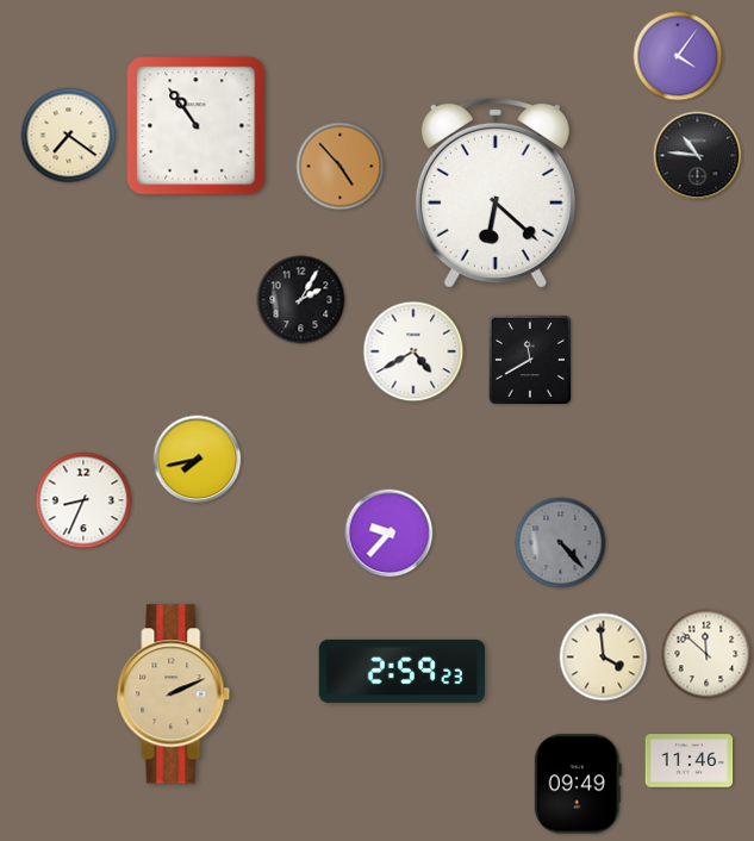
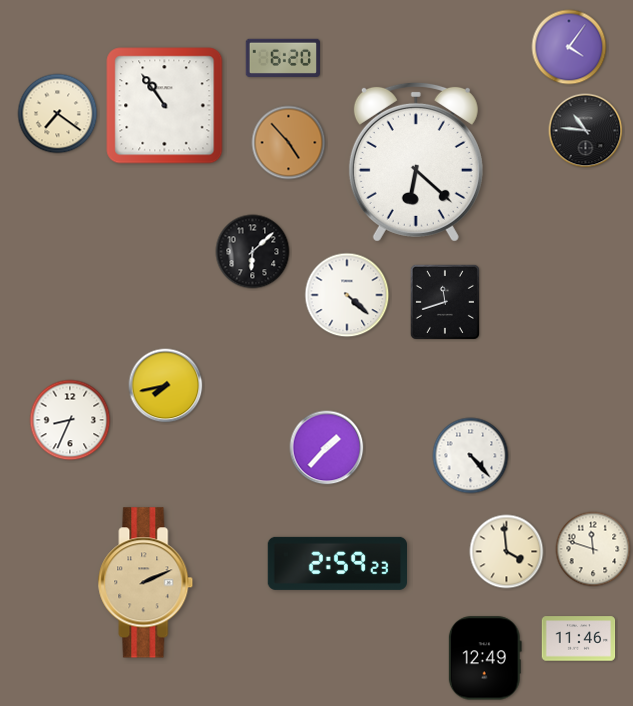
clock at (282, 58): none -> 6:20
clock at (341, 167) position: (341, 167) -> (289, 143)
clock at (301, 300): 2:05 -> 6:08
clock at (413, 351): 4:40 -> 4:22
clock at (530, 360): 11:40 -> 11:42
clock at (390, 534): 9:37 -> 1:37
clock at (561, 543) dial: grey -> white
clock at (706, 654): 11:52 -> 11:48
clock at (578, 784): 09:49 -> 12:49
